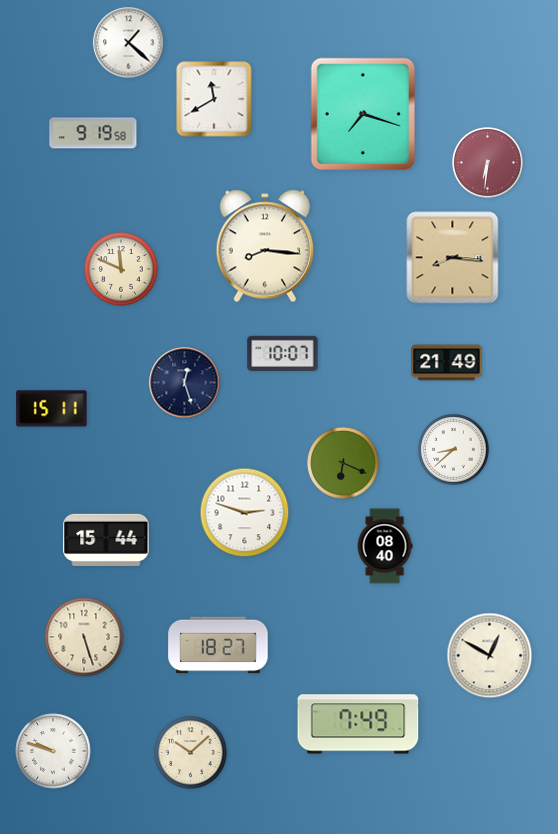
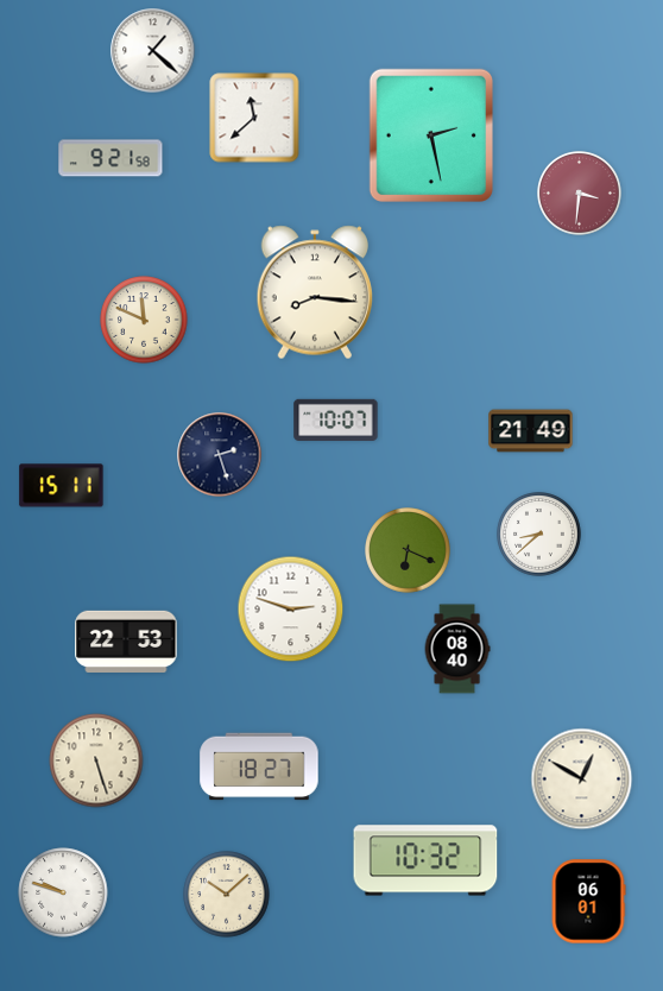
clock at (214, 99): 11:40 -> 11:38
clock at (362, 113): 7:18 -> 2:28
clock at (93, 133): 9:19 -> 9:21
clock at (488, 163): 6:31 -> 3:31
clock at (453, 258): 8:16 -> none
clock at (185, 383): 12:27 -> 2:27
clock at (106, 540): 15:44 -> 22:53
clock at (84, 637) position: (84, 637) -> (96, 760)
clock at (358, 724): 7:49 -> 10:32
clock at (588, 902): none -> 06:01
